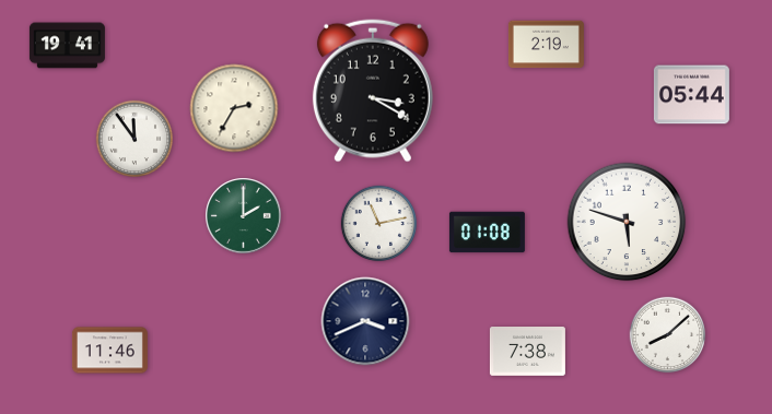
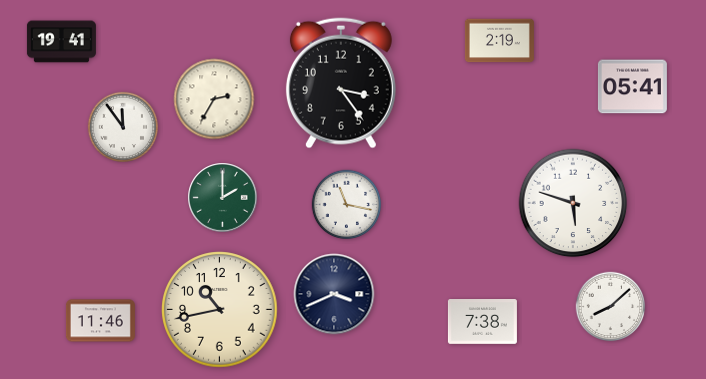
clock at (373, 91): 3:20 -> 3:24
clock at (691, 95): 05:44 -> 05:41
clock at (379, 224): 11:13 -> 11:17
clock at (487, 233): 01:08 -> none
clock at (220, 310): none -> 10:43
